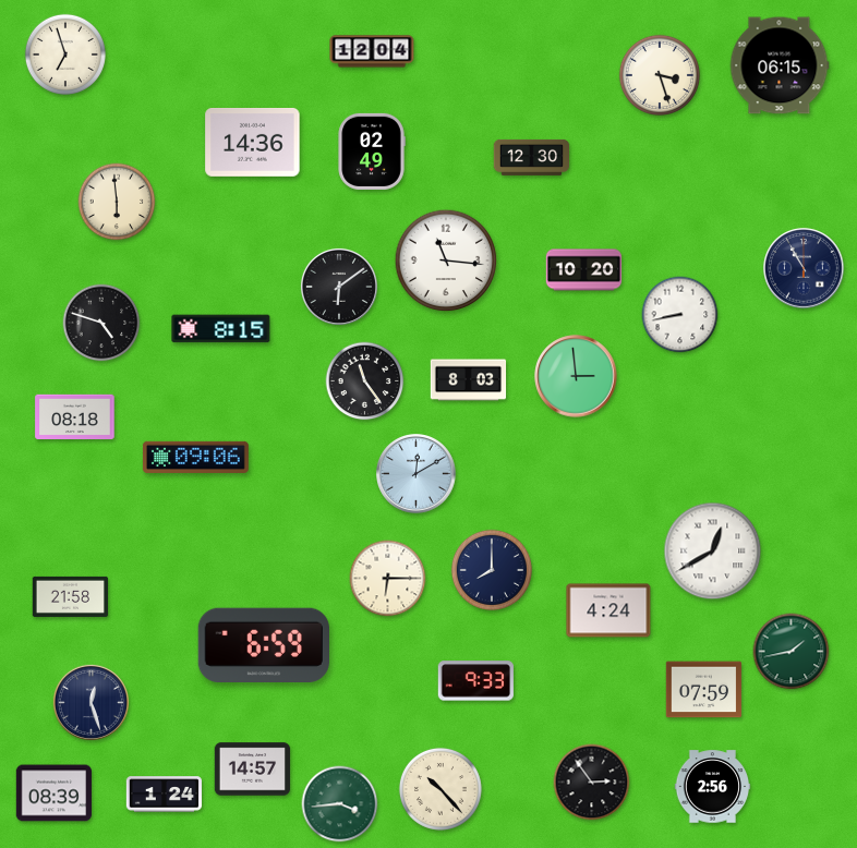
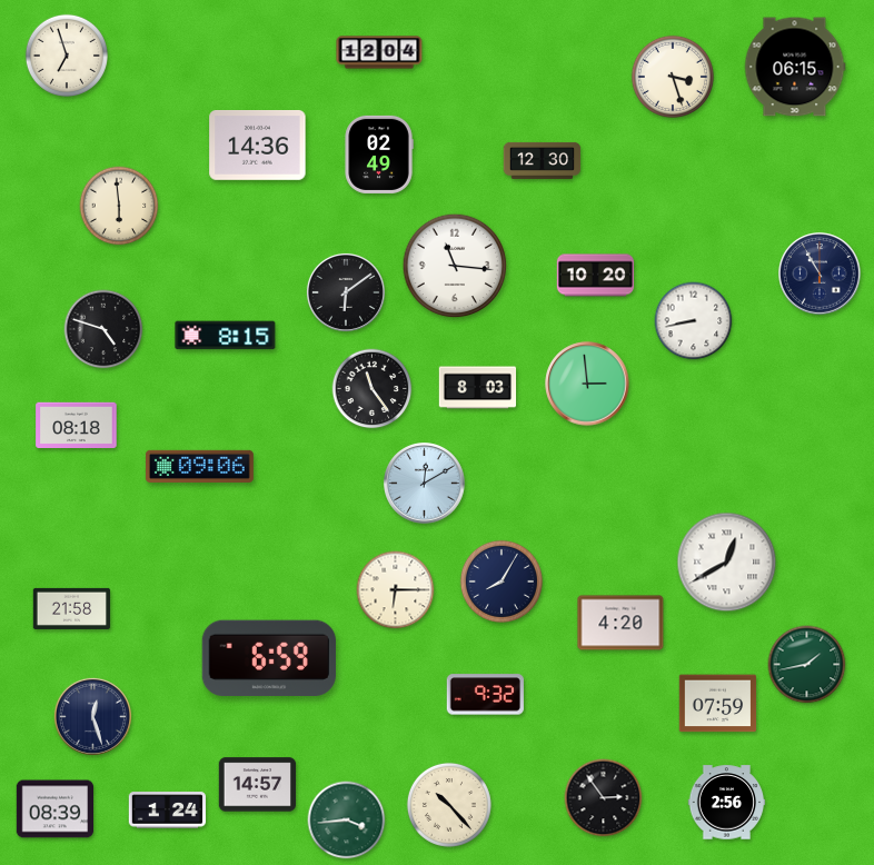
clock at (492, 570): 8:00 -> 8:05
clock at (608, 610): 4:24 -> 4:20
clock at (475, 681): 9:33 -> 9:32
